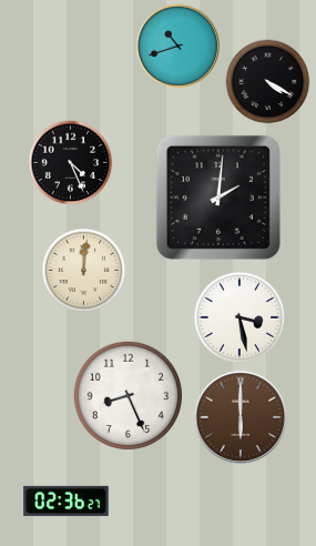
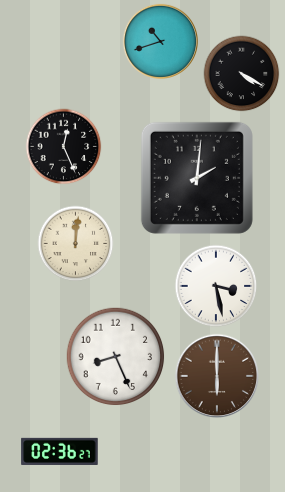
clock at (71, 163): 4:26 -> 12:26
